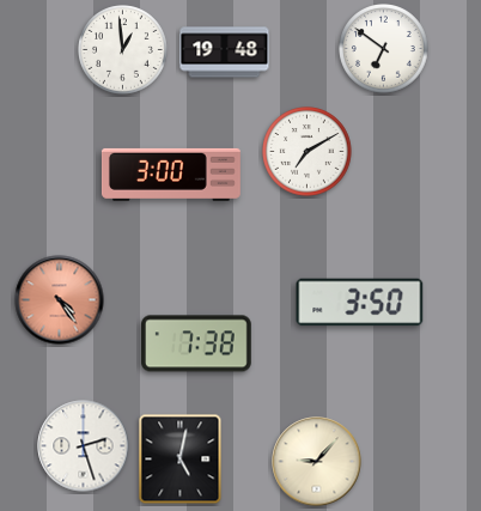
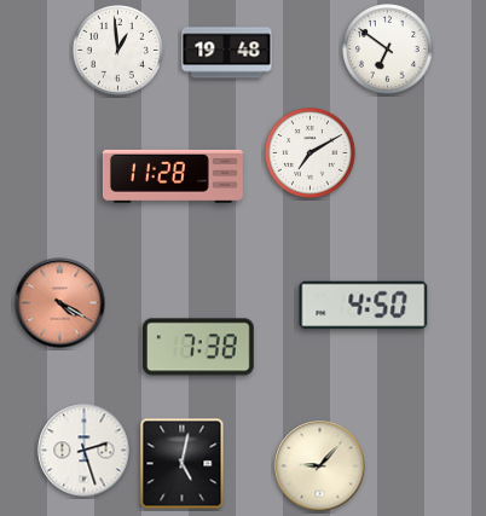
clock at (123, 50) position: (123, 50) -> (118, 51)
clock at (171, 175): 3:00 -> 11:28
clock at (60, 300): 4:24 -> 4:20
clock at (360, 303): 3:50 -> 4:50
